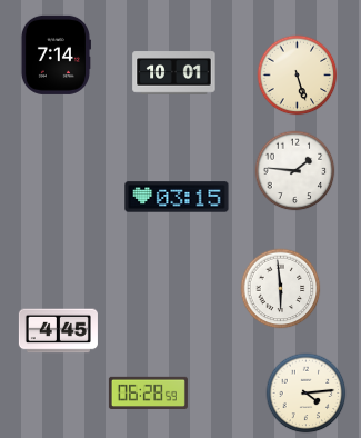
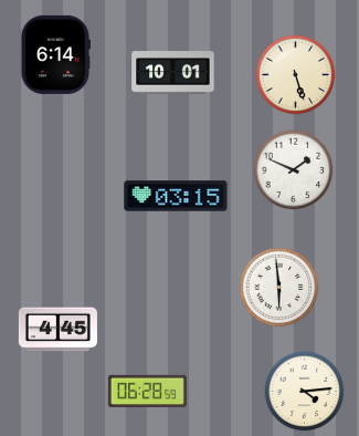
clock at (56, 54): 7:14 -> 6:14
clock at (295, 171): 1:46 -> 1:49
